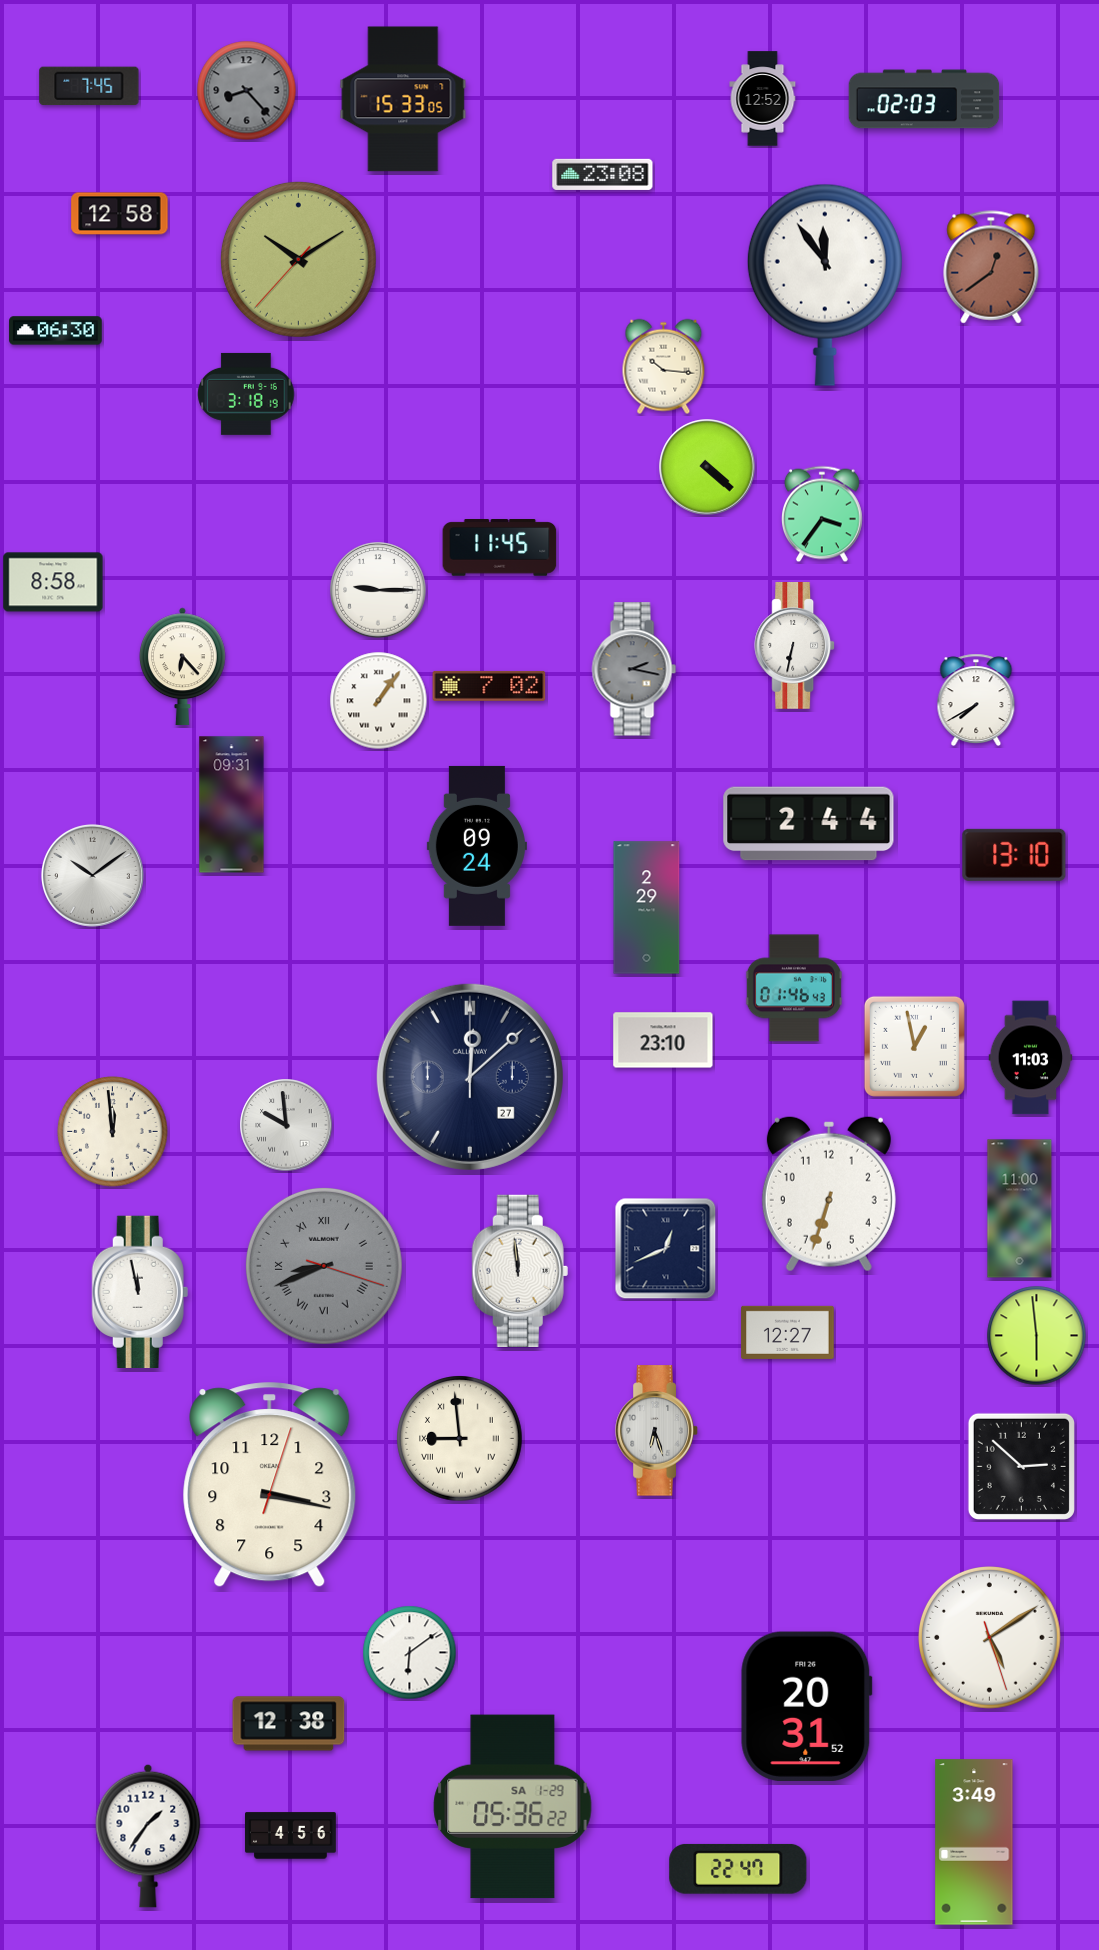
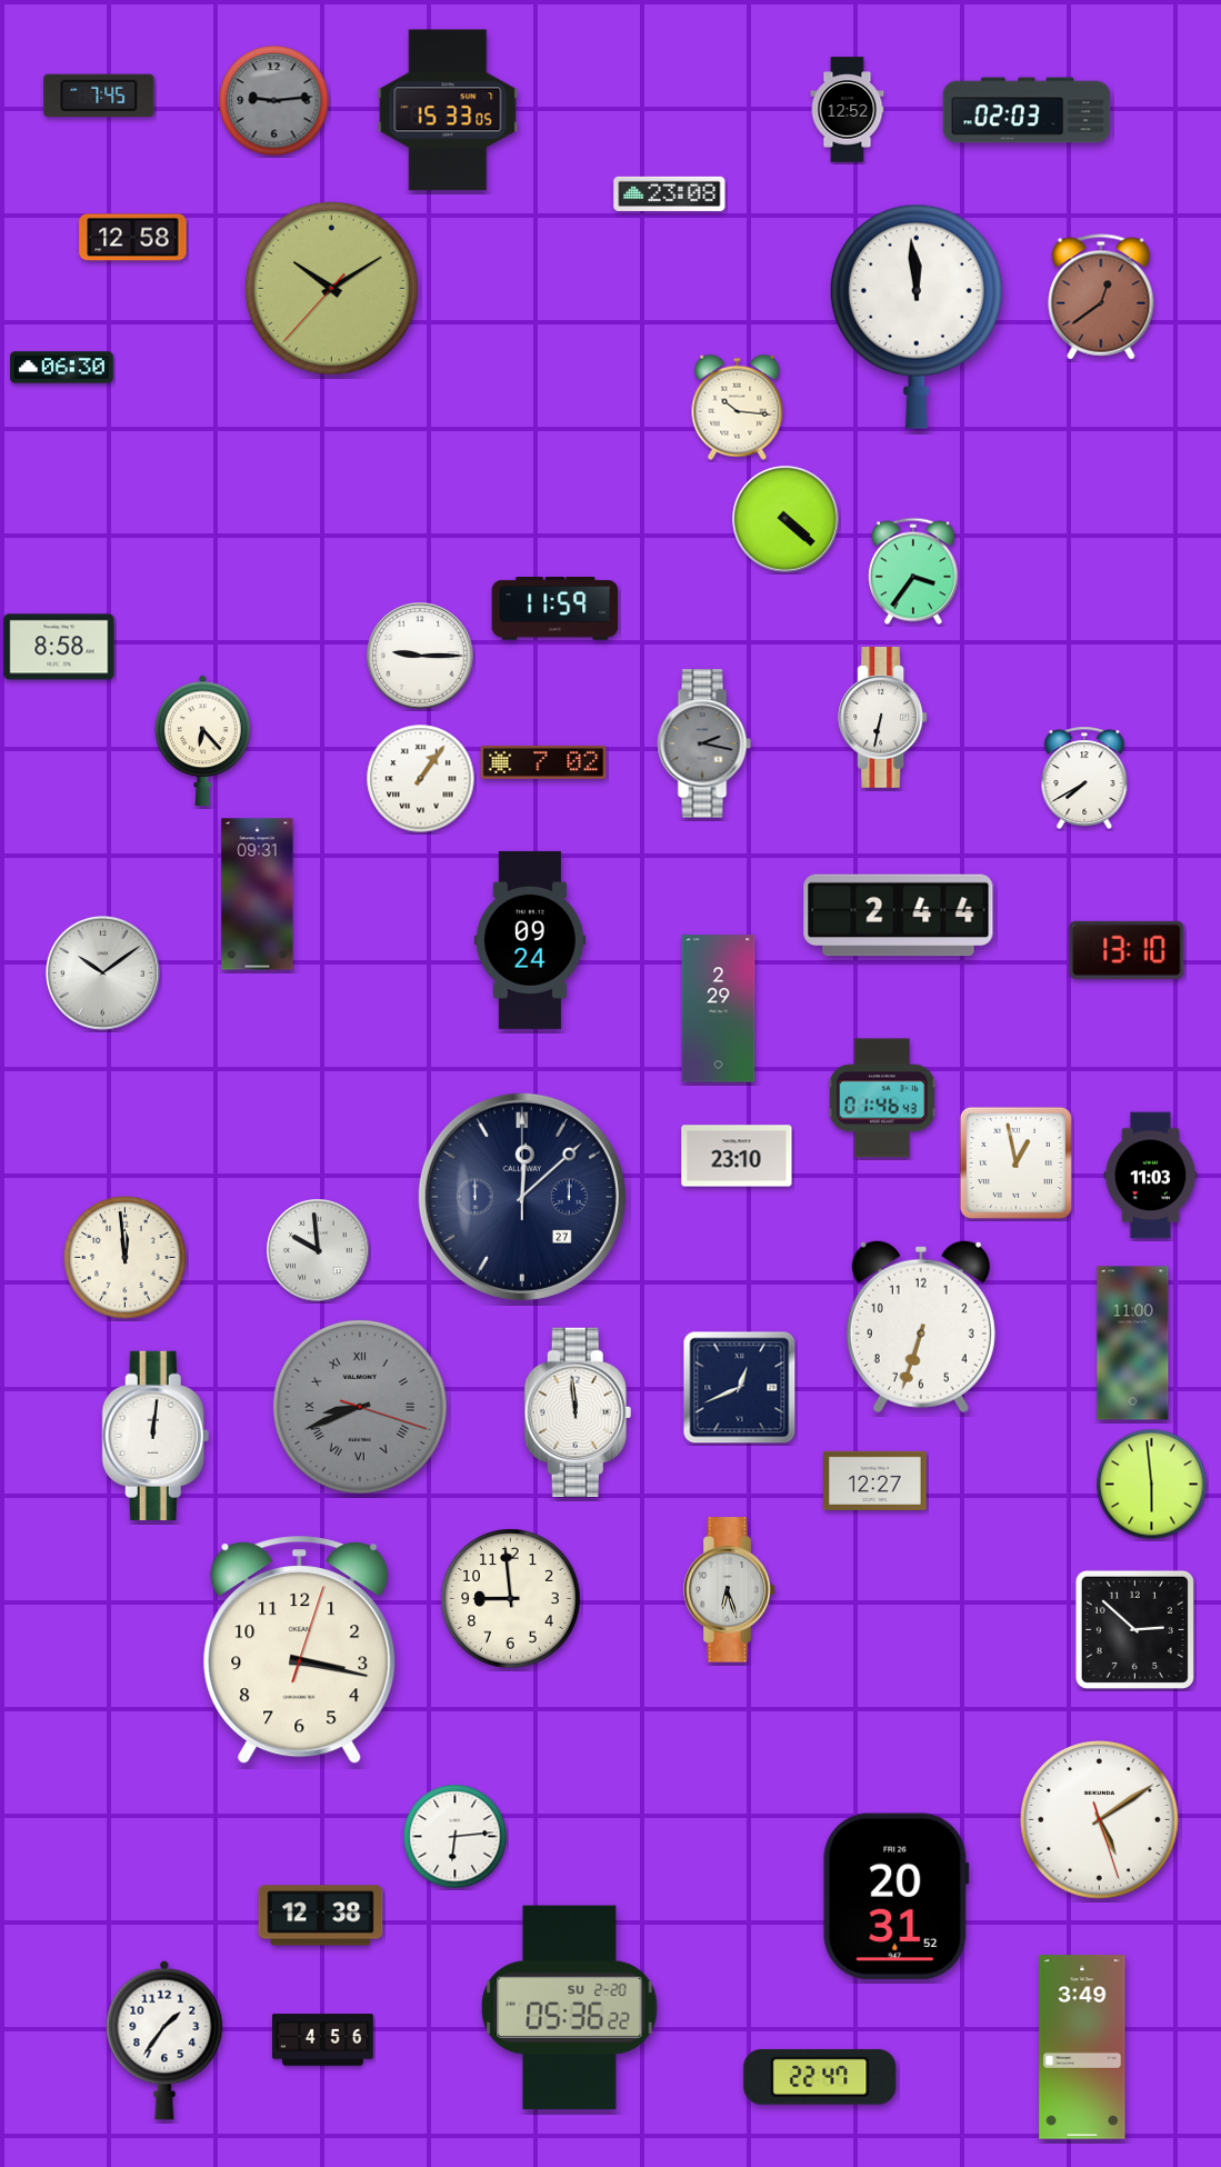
clock at (247, 91): 8:23 -> 9:14
clock at (825, 285): 11:54 -> 11:59
clock at (246, 394): 3:18 -> none
clock at (500, 548): 11:45 -> 11:59
clock at (1031, 1058) position: (1031, 1058) -> (1151, 1176)
clock at (140, 1291): 11:58 -> 12:01
clock at (460, 1439) numerals: Roman -> Arabic
clock at (410, 1653): 6:09 -> 6:14
clock at (513, 1807) date: SA 1-29 -> SU 2-20
